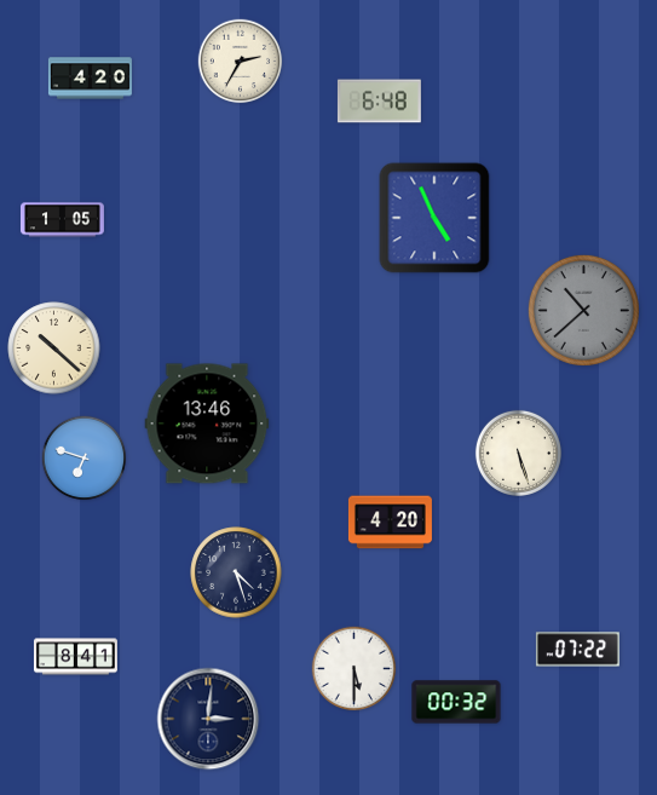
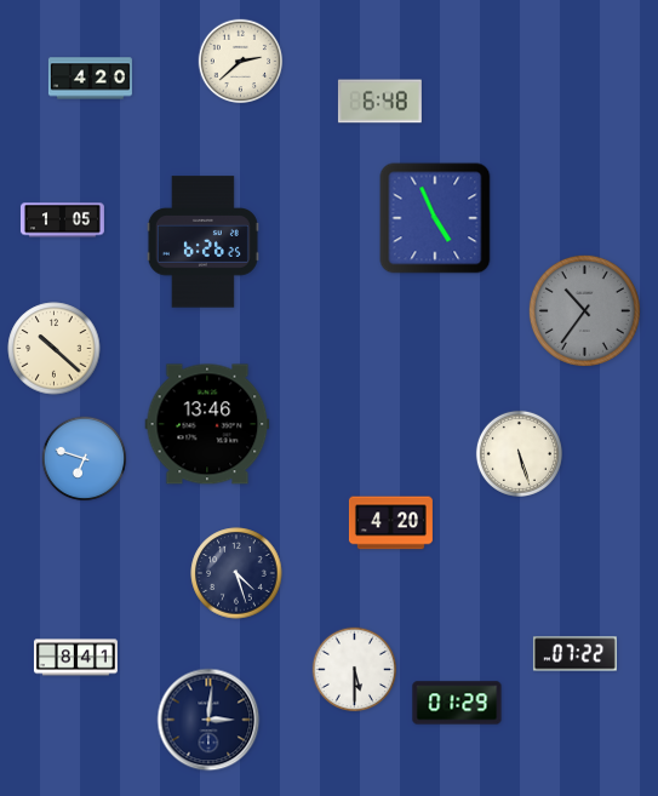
clock at (241, 62): 2:35 -> 2:38
clock at (202, 242): none -> 6:26
clock at (583, 310): 10:38 -> 10:36
clock at (577, 650) position: (577, 650) -> (574, 654)
clock at (456, 702): 00:32 -> 01:29
